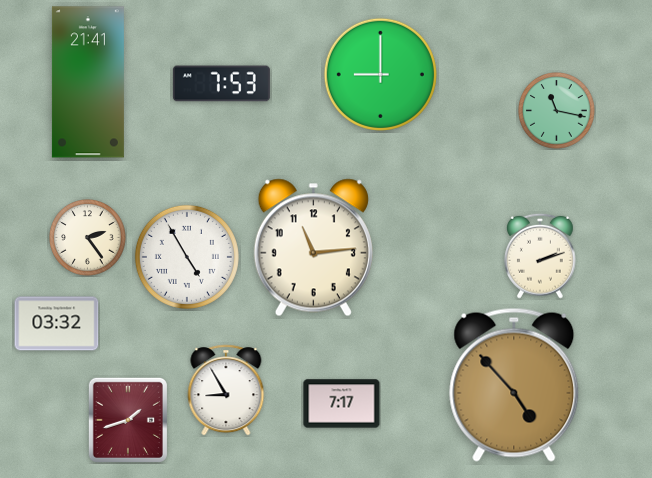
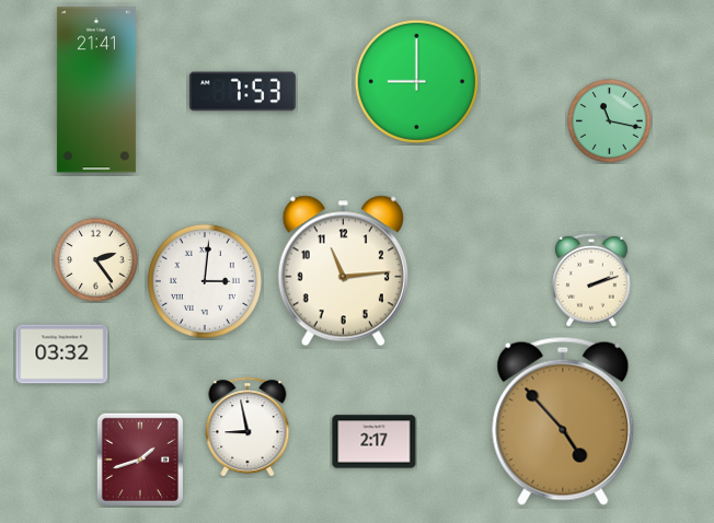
clock at (187, 257): 4:55 -> 3:01
clock at (226, 390): 8:55 -> 8:58
clock at (342, 404): 7:17 -> 2:17
